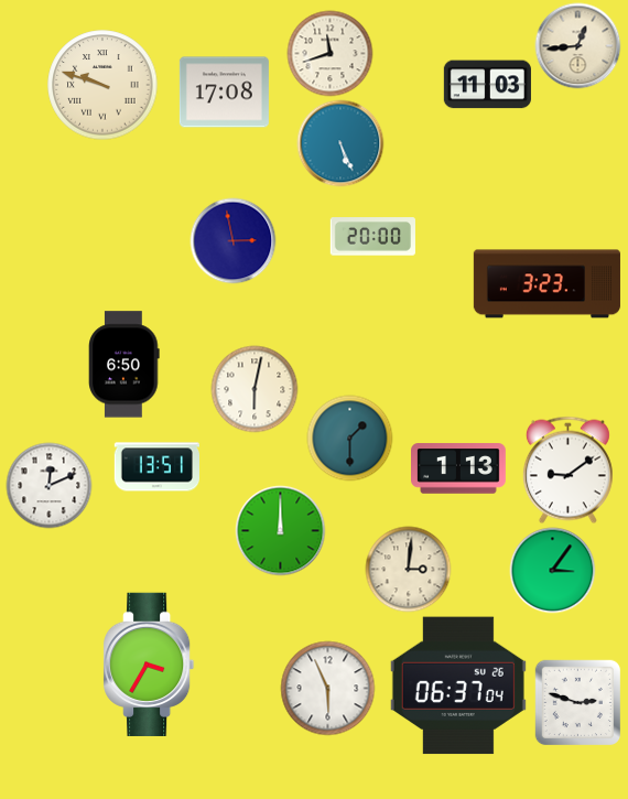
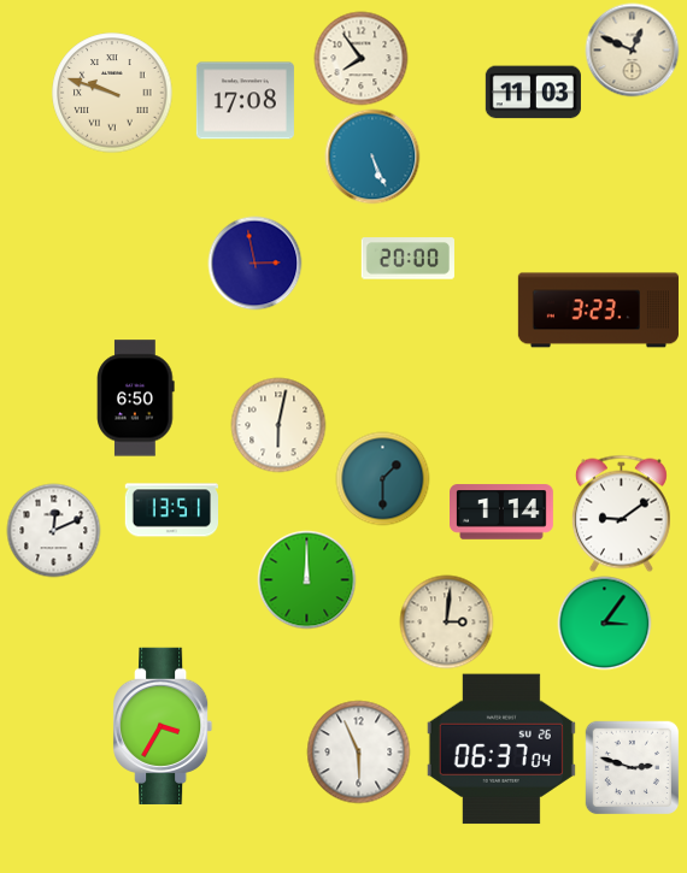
clock at (577, 45): 12:44 -> 12:49
clock at (329, 53): 11:42 -> 7:54
clock at (459, 468): 1:13 -> 1:14
